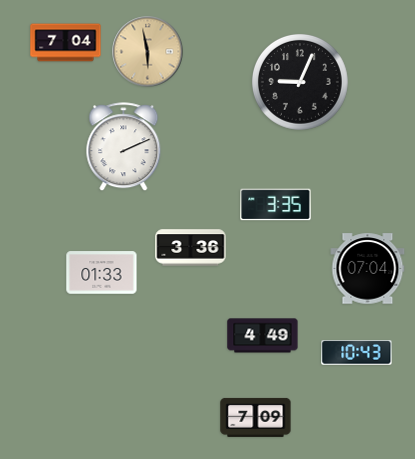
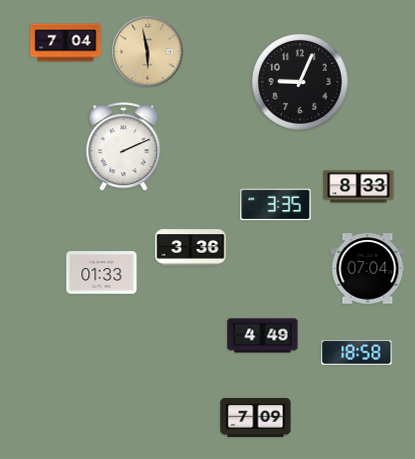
clock at (359, 187): none -> 8:33
clock at (357, 353): 10:43 -> 18:58
